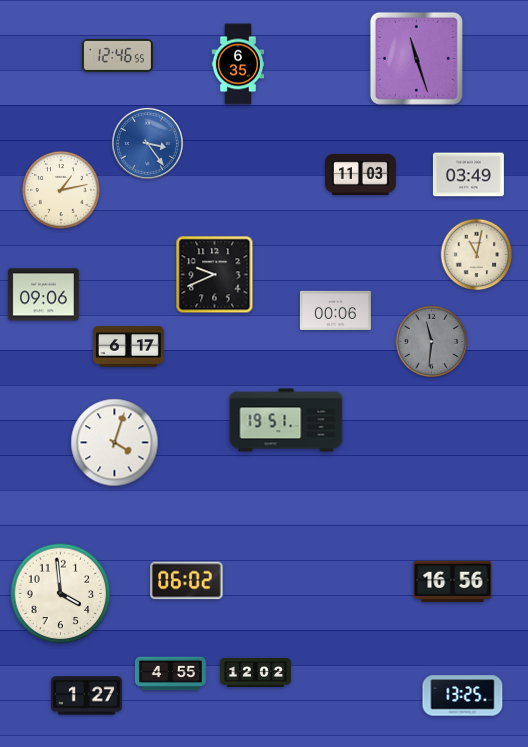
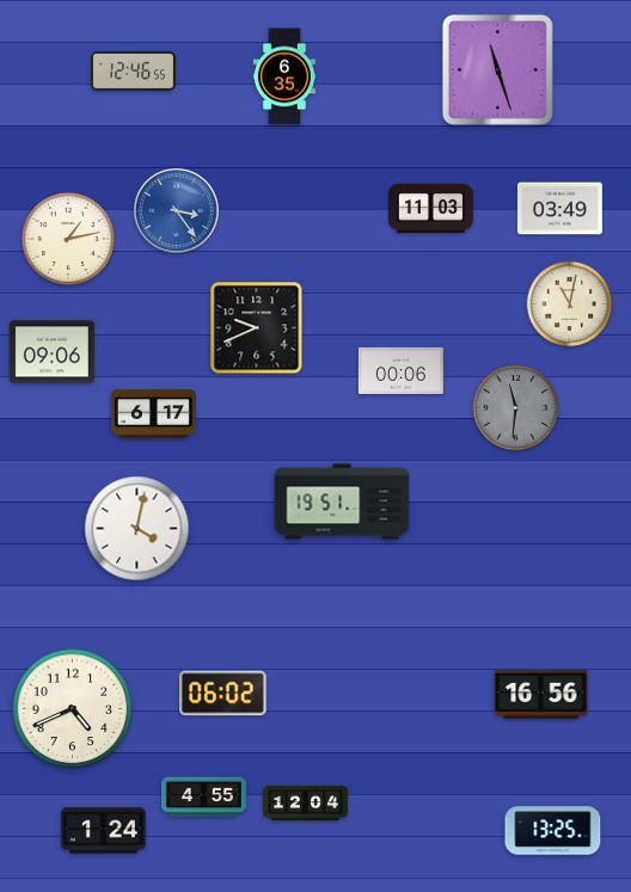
clock at (117, 55) position: (117, 55) -> (133, 70)
clock at (147, 143) position: (147, 143) -> (176, 210)
clock at (61, 190) position: (61, 190) -> (68, 239)
clock at (115, 443): 4:03 -> 4:02
clock at (61, 594): 3:59 -> 4:41
clock at (255, 672): 12:02 -> 12:04
clock at (170, 674) position: (170, 674) -> (203, 798)
clock at (86, 696): 1:27 -> 1:24
